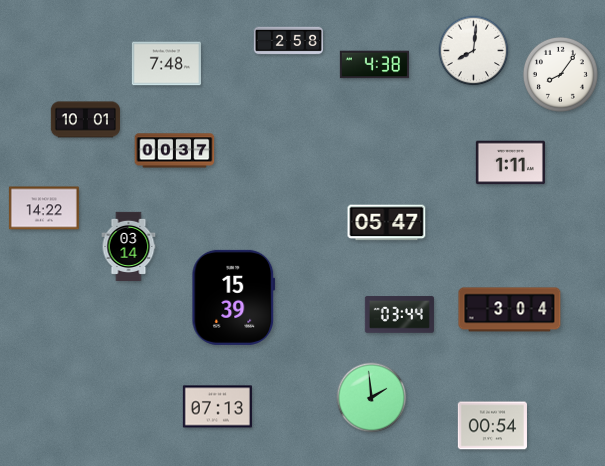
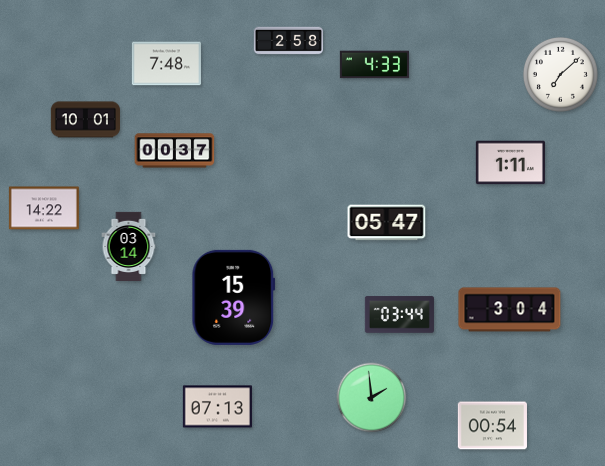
clock at (474, 51): 8:01 -> none
clock at (374, 65): 4:38 -> 4:33
clock at (560, 74): 8:06 -> 7:08
